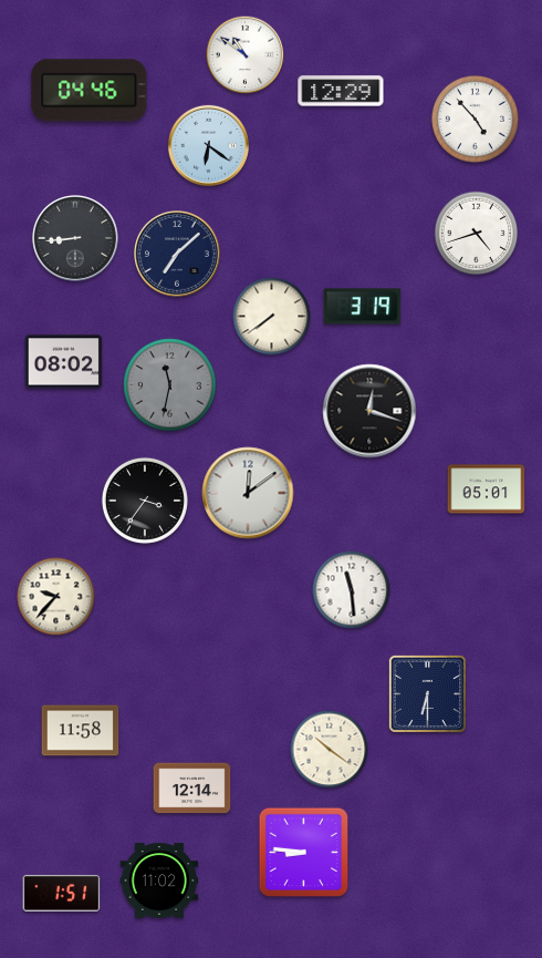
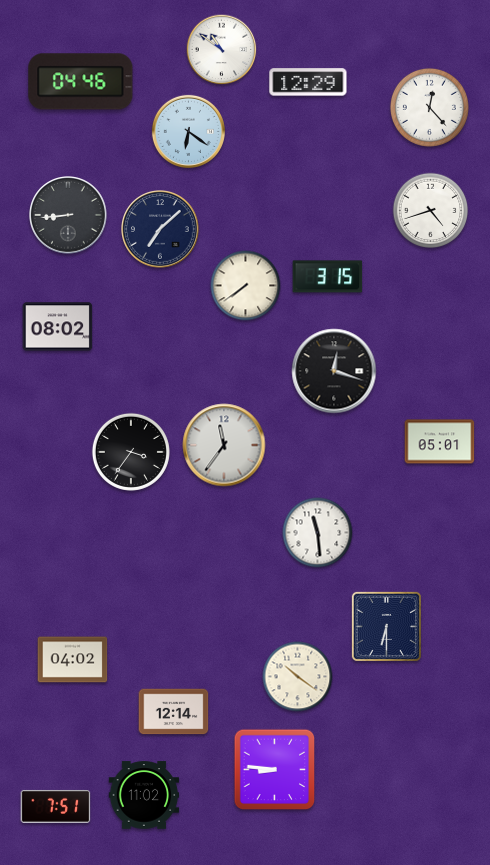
clock at (475, 119): 4:53 -> 12:23
clock at (363, 307): 3:19 -> 3:15
clock at (170, 385): 11:32 -> none
clock at (248, 493): 12:09 -> 11:36
clock at (56, 597): 9:37 -> none
clock at (81, 731): 11:58 -> 04:02
clock at (62, 893): 1:51 -> 7:51
